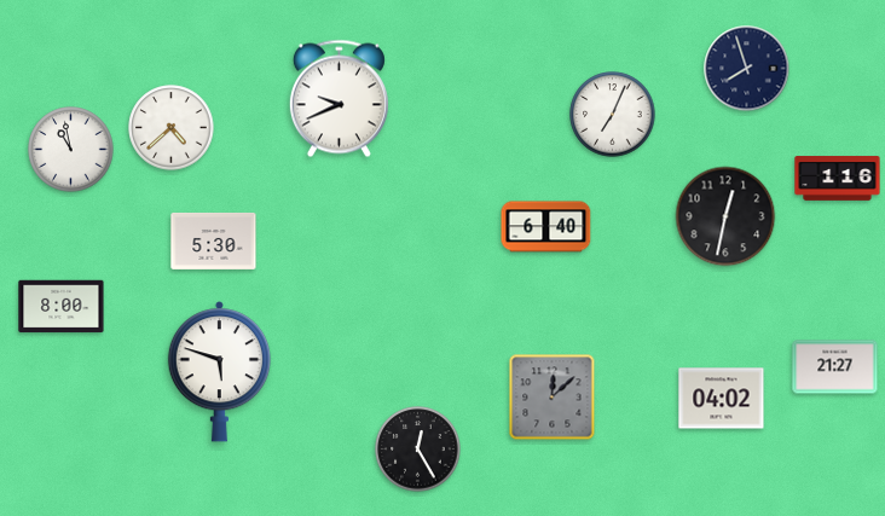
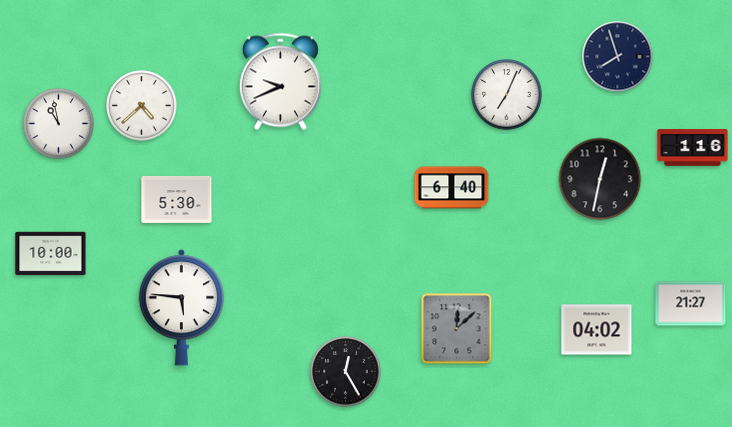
clock at (62, 307): 8:00 -> 10:00
clock at (219, 372): 5:48 -> 5:46
